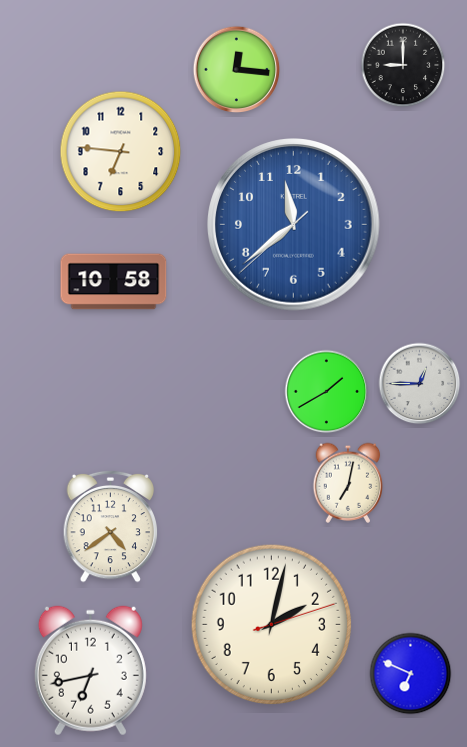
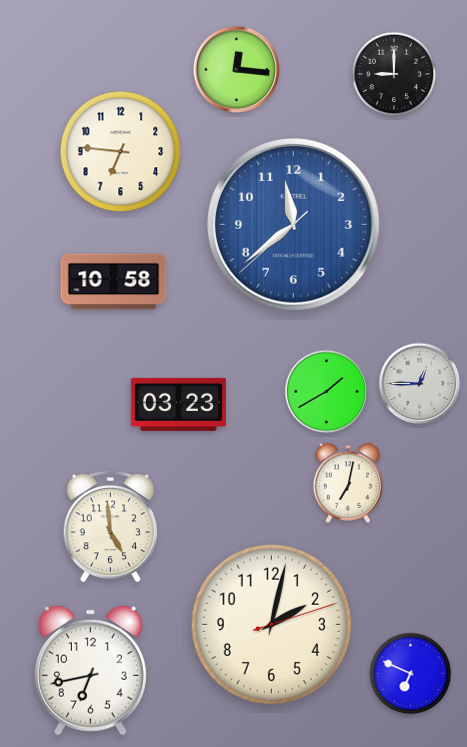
clock at (403, 65) position: (403, 65) -> (394, 74)
clock at (178, 404): none -> 03:23
clock at (111, 526): 4:39 -> 4:59
